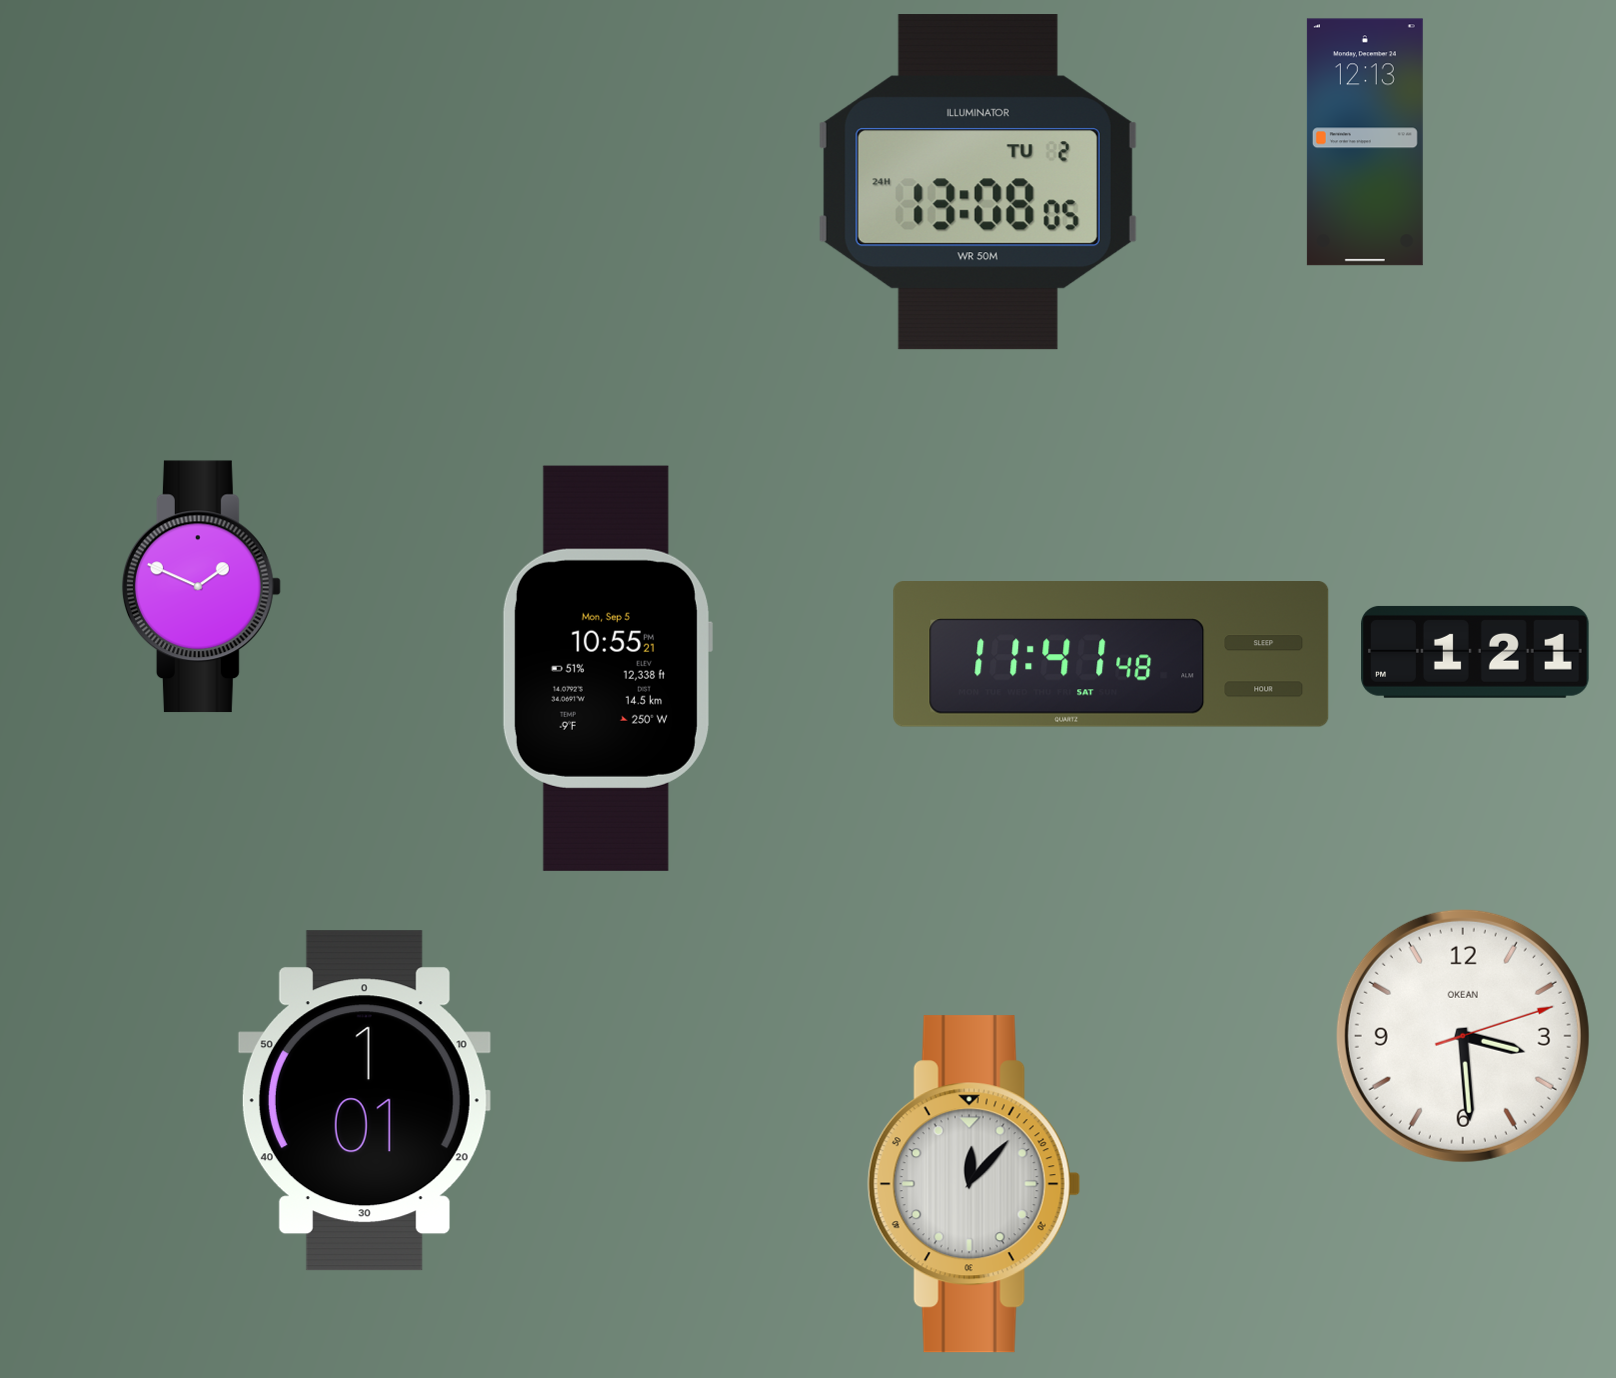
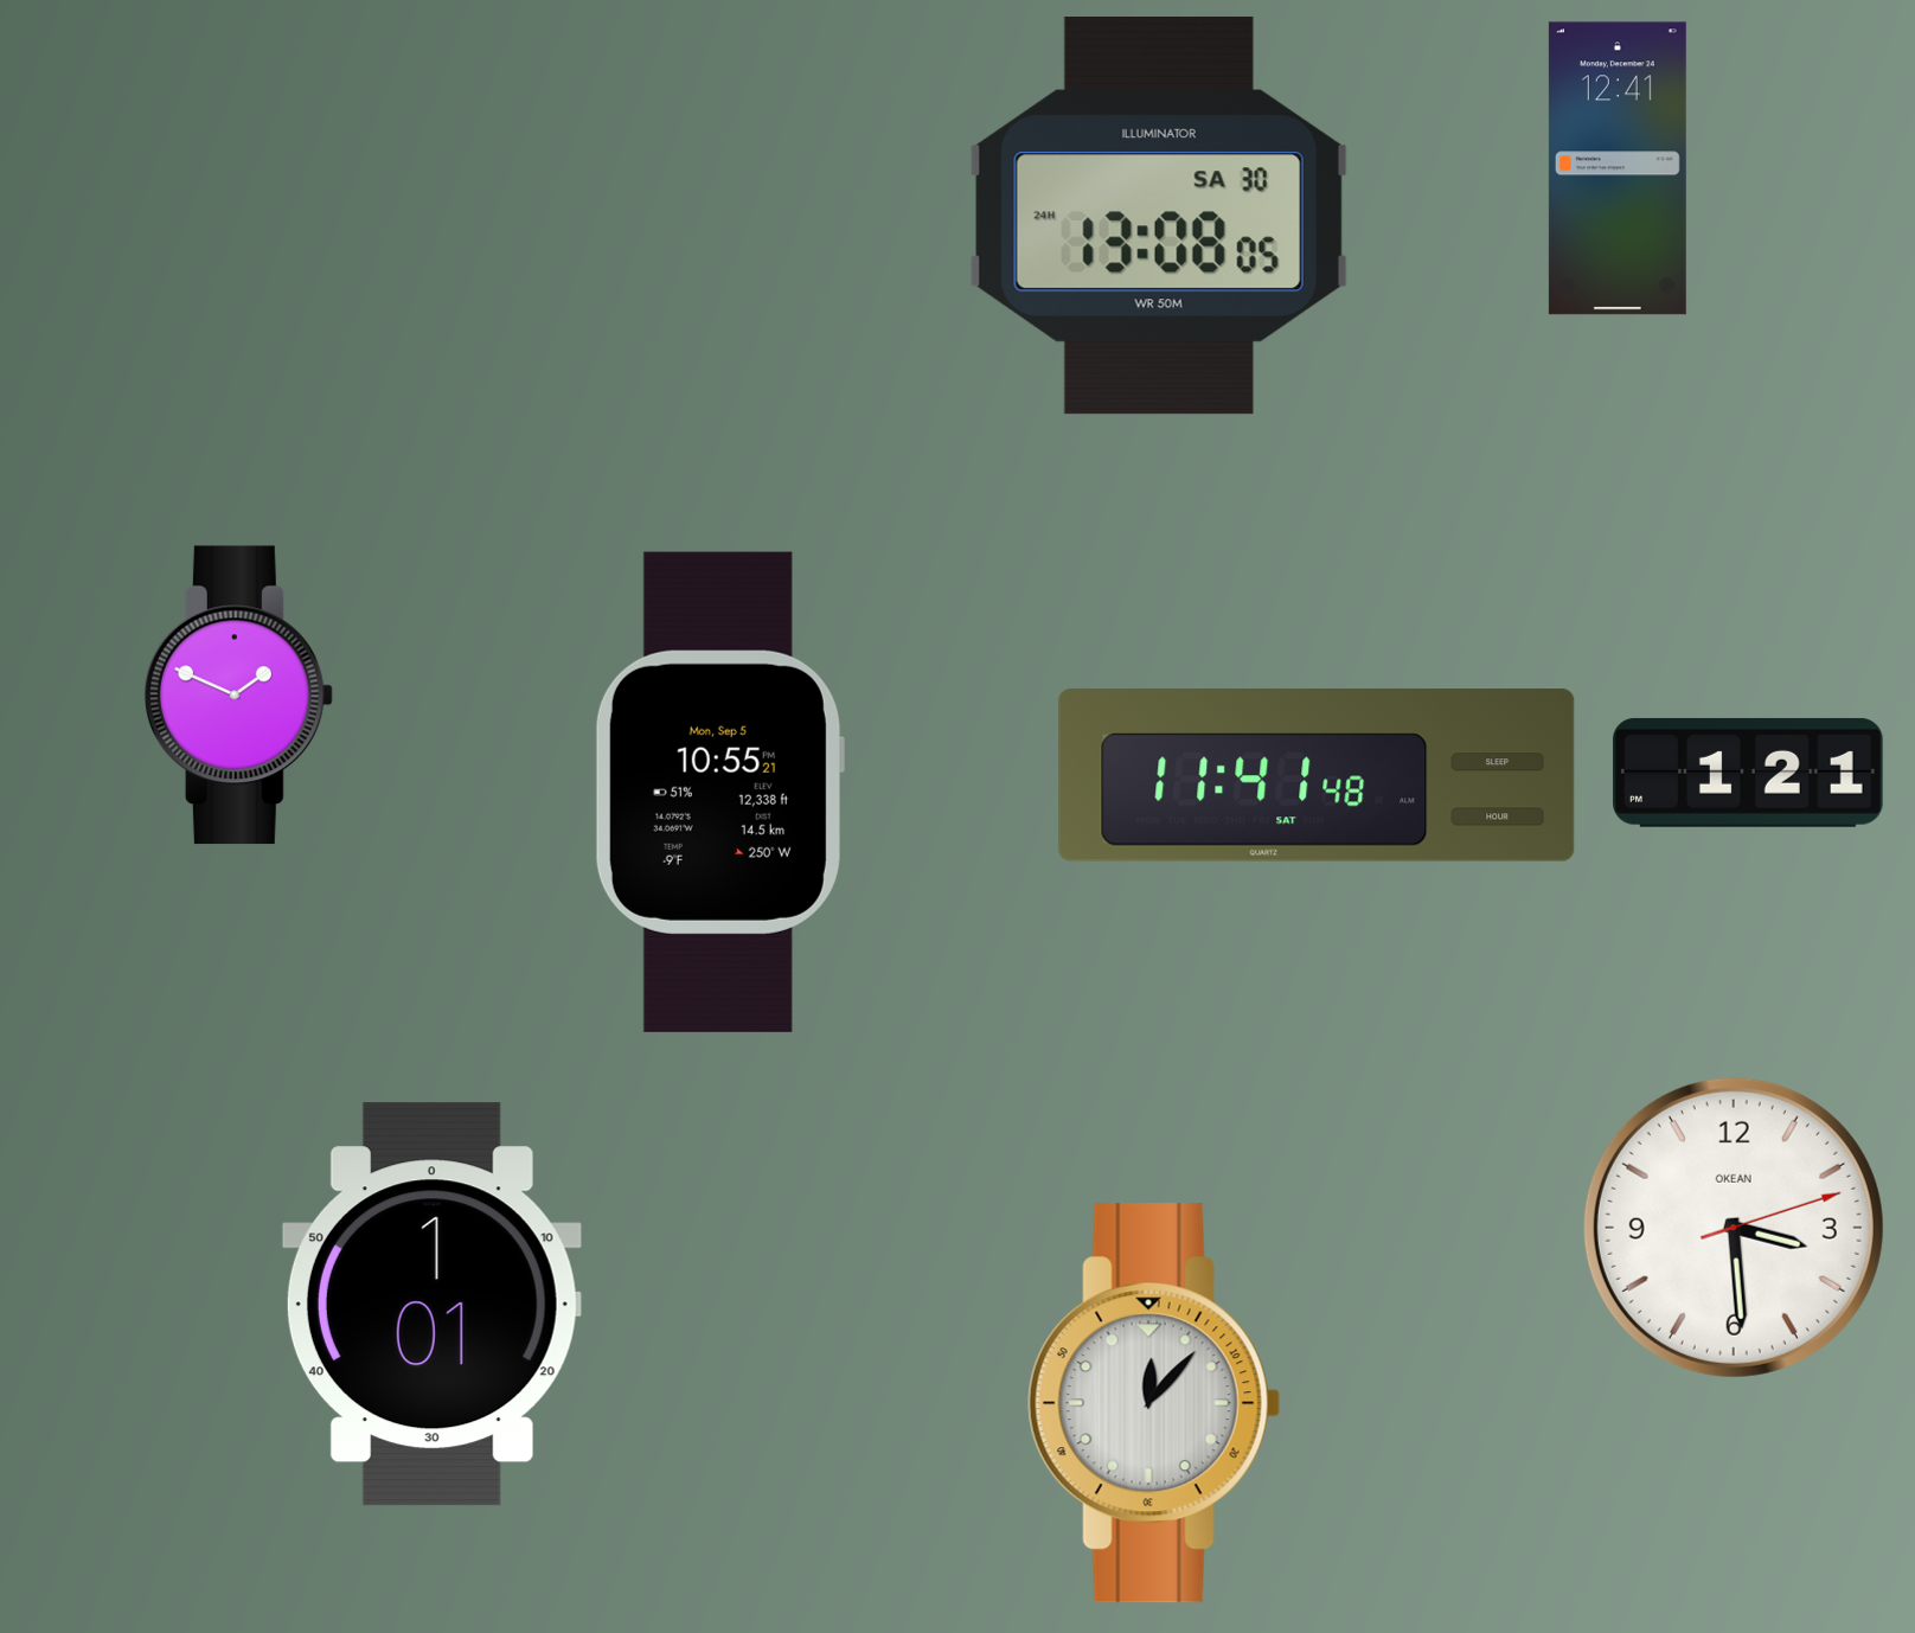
clock at (1365, 142): 12:13 -> 12:41
clock at (978, 182) date: TU 2 -> SA 30
